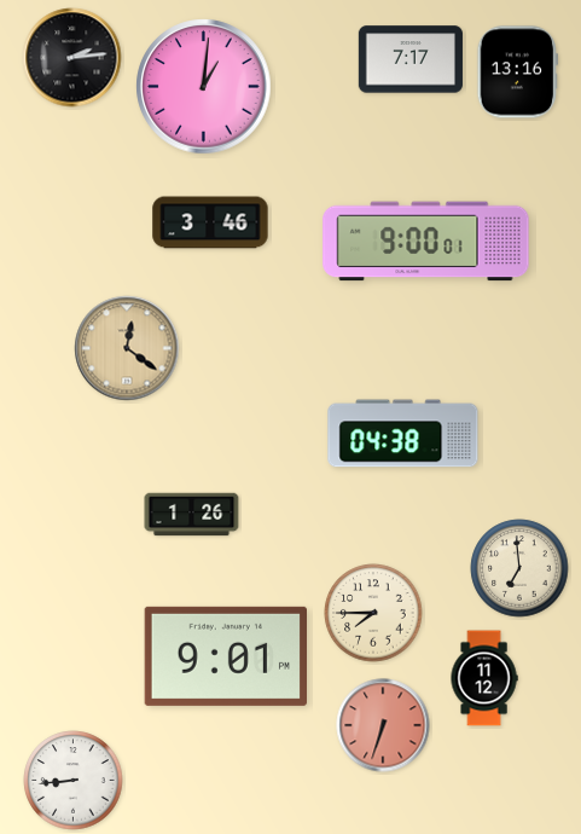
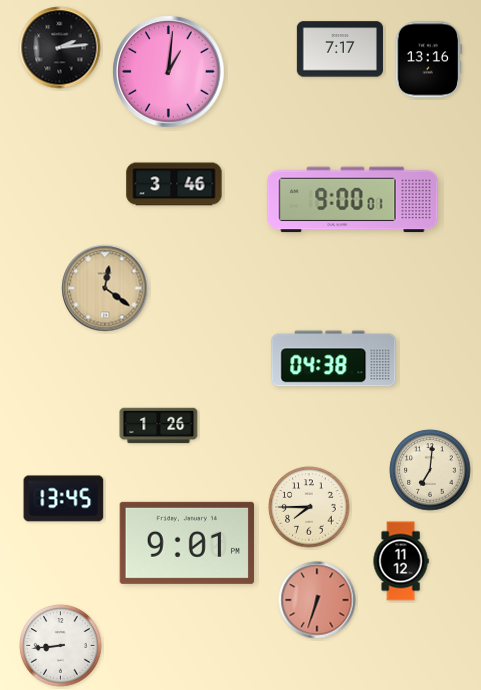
clock at (519, 568): 6:59 -> 7:01
clock at (64, 499): none -> 13:45
